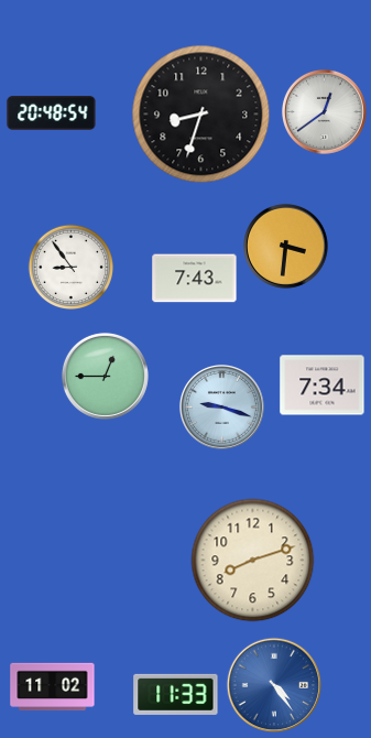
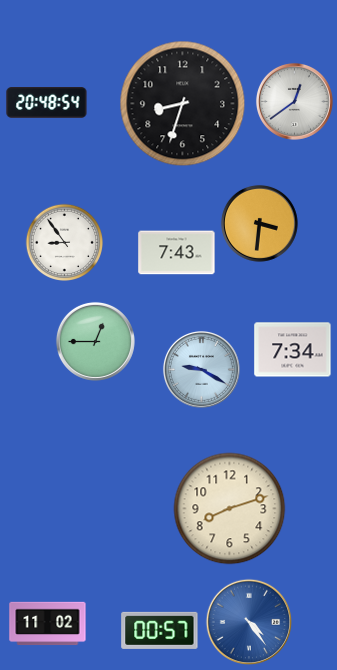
clock at (221, 406): 9:18 -> 9:20
clock at (176, 694): 11:33 -> 00:57
